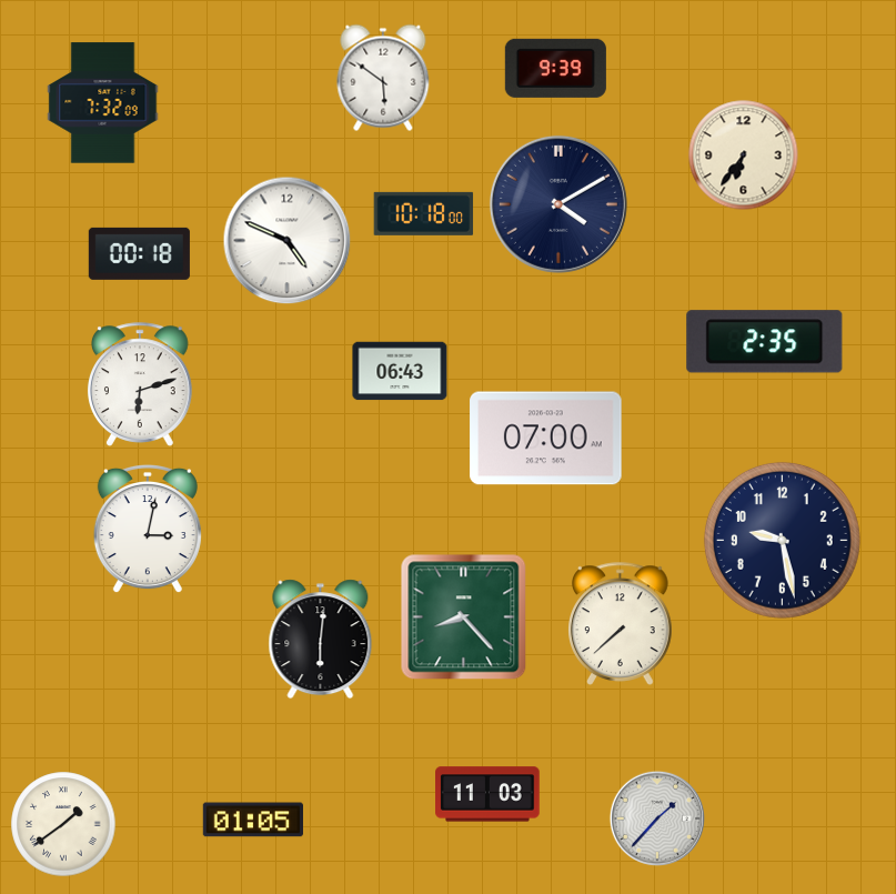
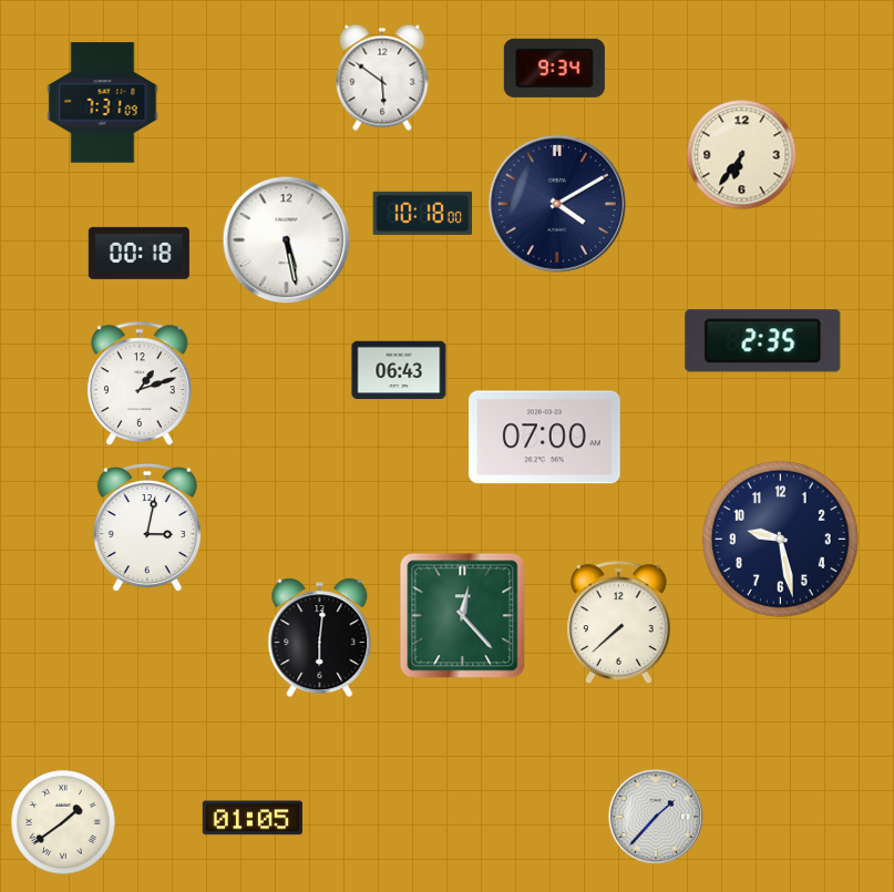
clock at (555, 68): 9:39 -> 9:34
clock at (103, 103): 7:32 -> 7:31
clock at (288, 241): 4:49 -> 5:28
clock at (140, 384): 6:12 -> 1:12
clock at (464, 617): 8:23 -> 12:23
clock at (487, 794): 11:03 -> none
